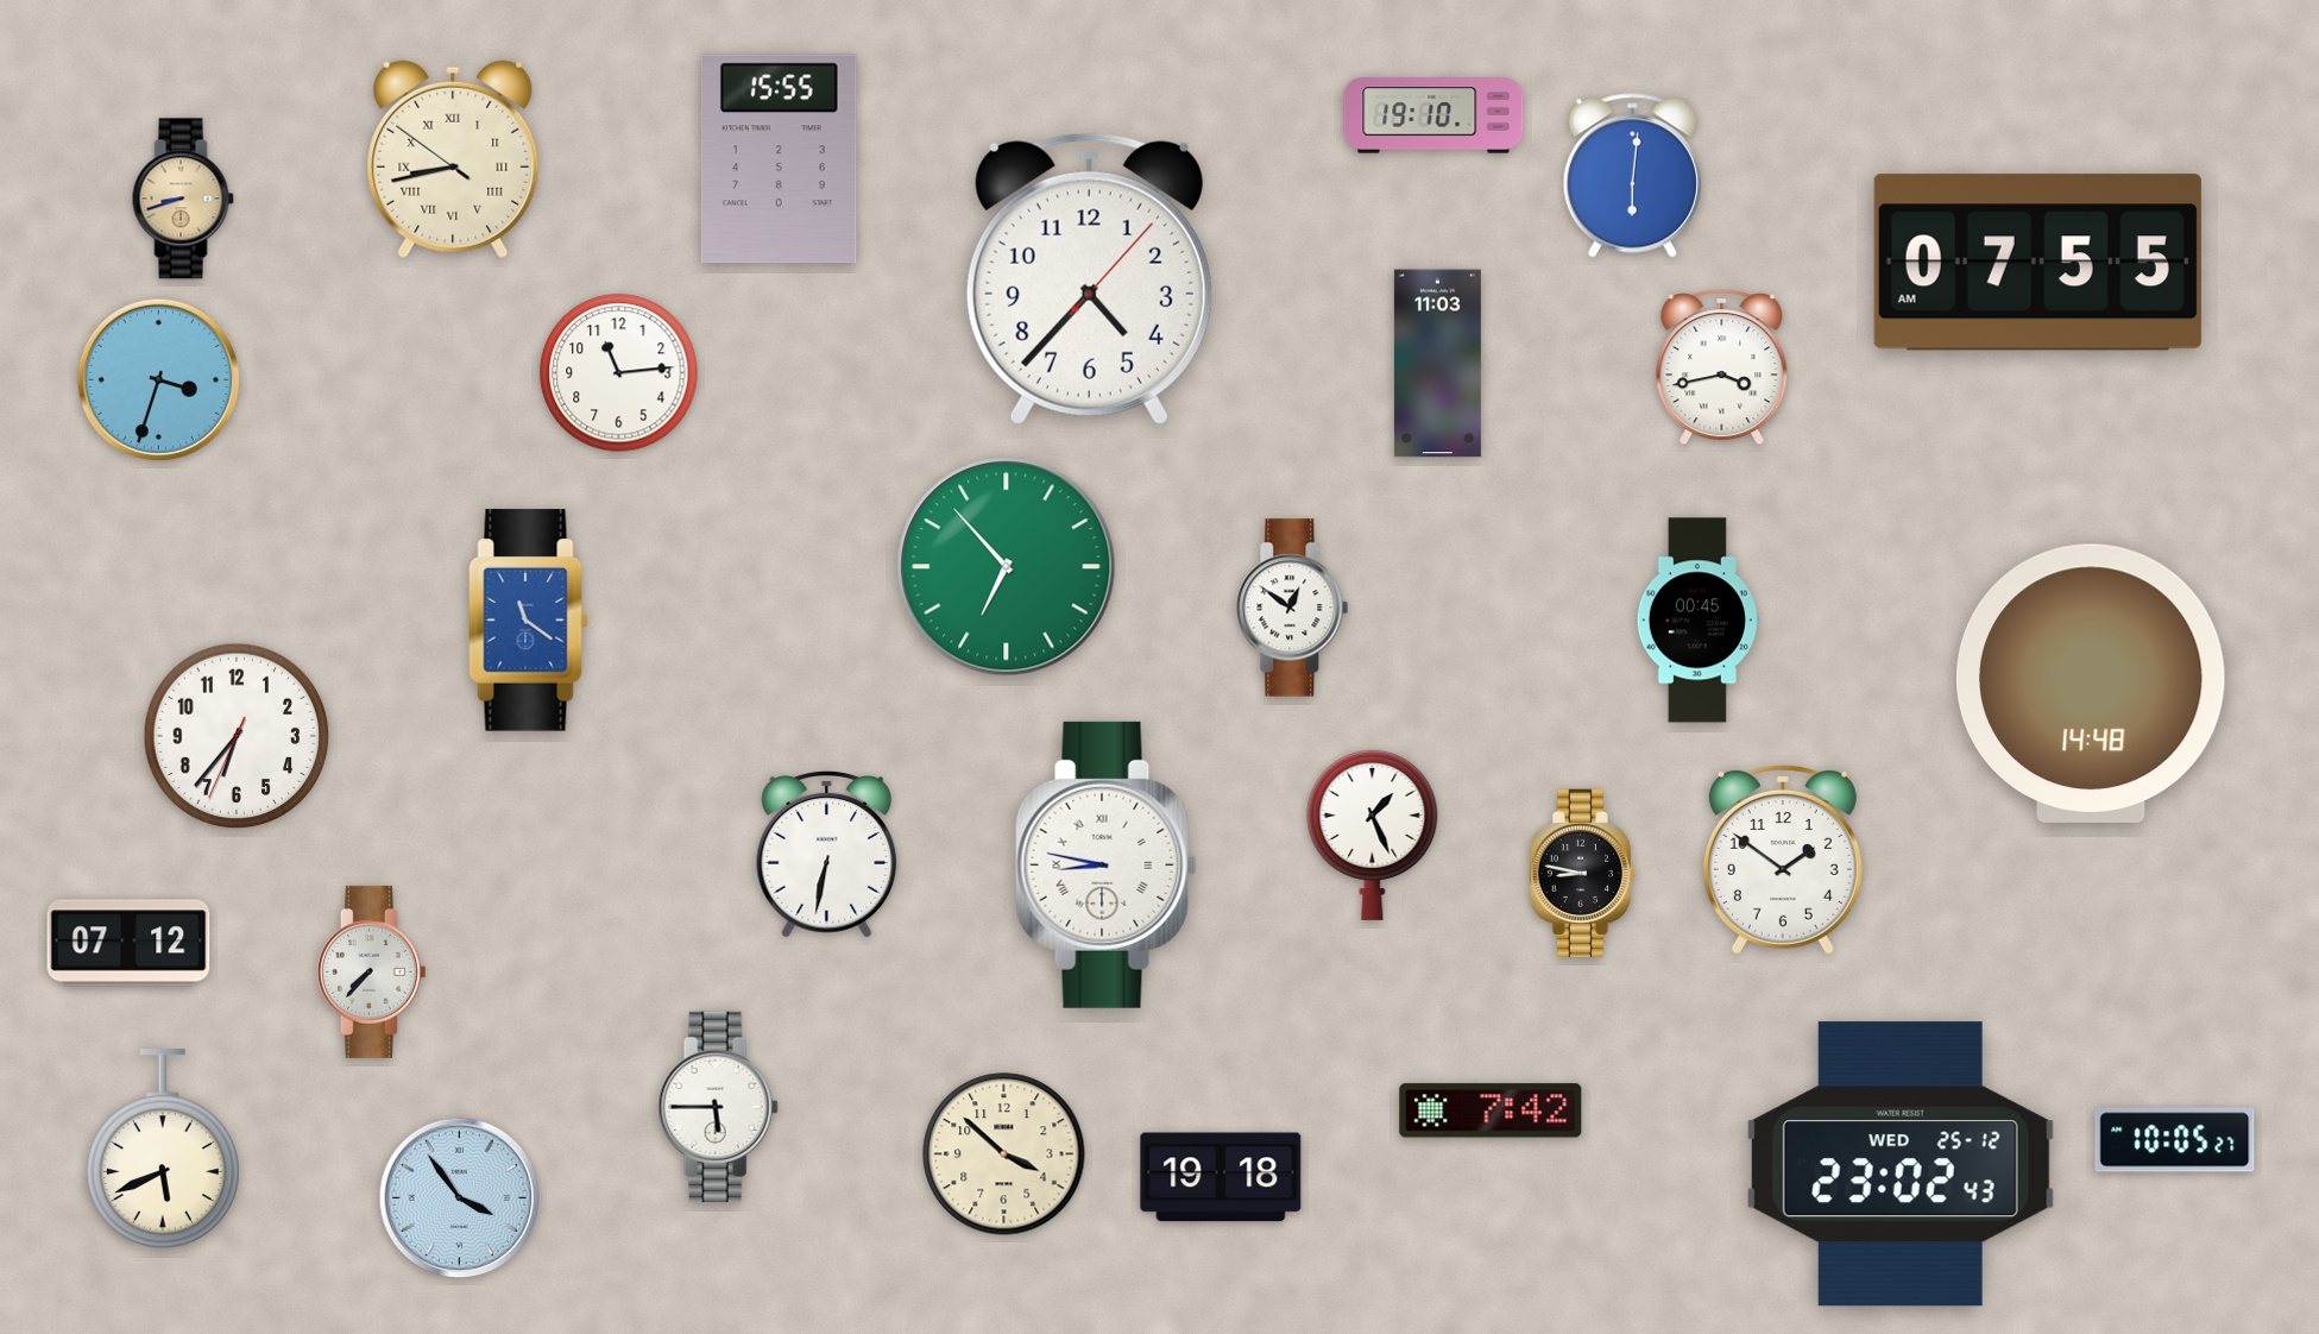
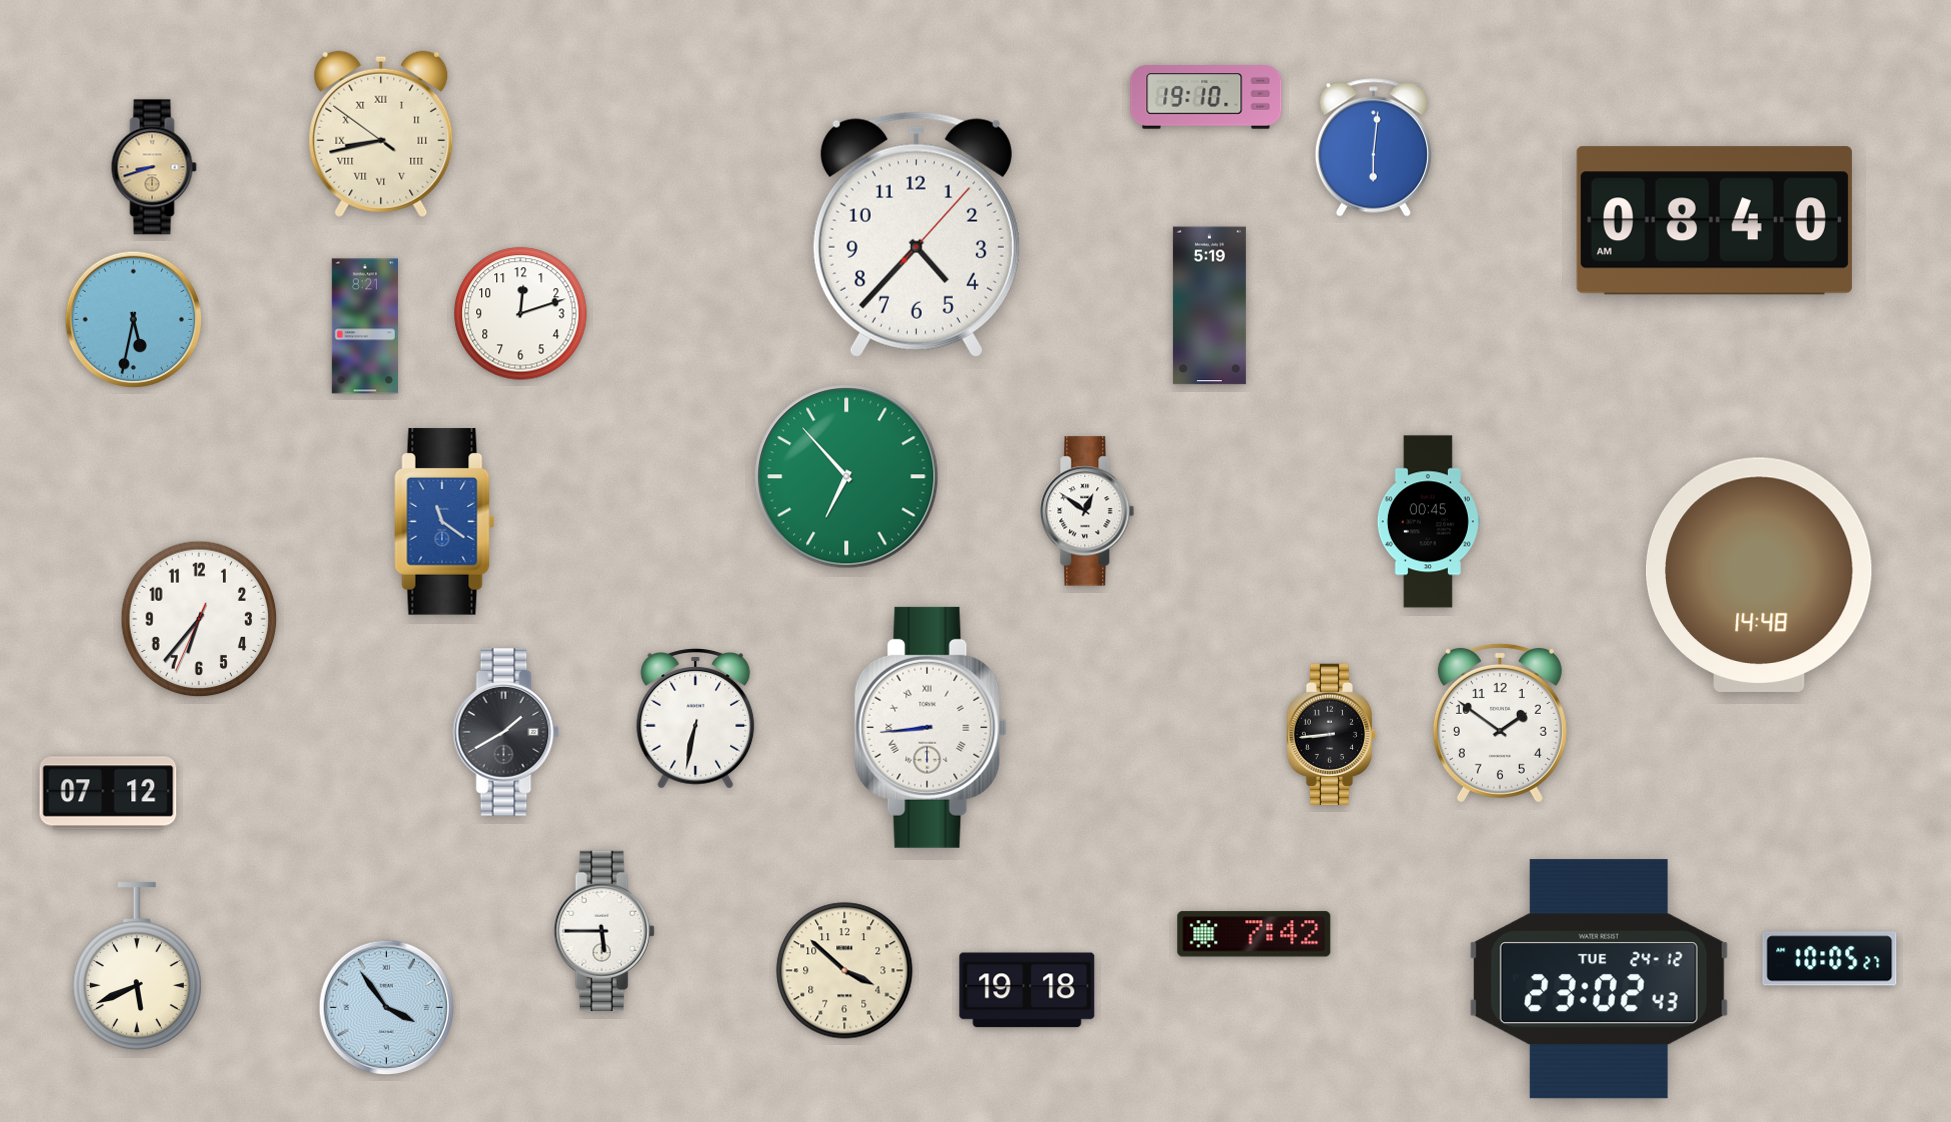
clock at (779, 159): 15:55 -> none
clock at (2037, 263): 07:55 -> 08:40
clock at (1437, 364): 11:03 -> 5:19
clock at (1722, 367): 3:43 -> none
clock at (619, 373): 11:14 -> 12:12
clock at (158, 379): 3:33 -> 5:32
clock at (365, 326): none -> 8:21
clock at (1373, 835): 1:26 -> none
clock at (1107, 864): 8:47 -> 8:44
clock at (506, 732): none -> 1:40
clock at (1583, 873): 8:47 -> 8:44
clock at (371, 971): 7:37 -> none
clock at (1901, 1164) date: WED 25-12 -> TUE 24-12
